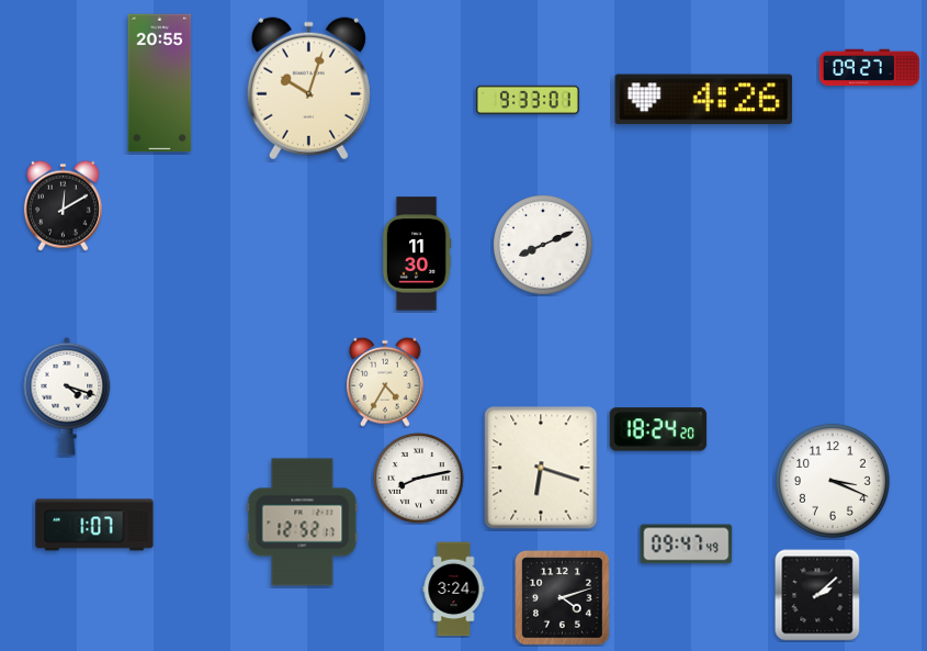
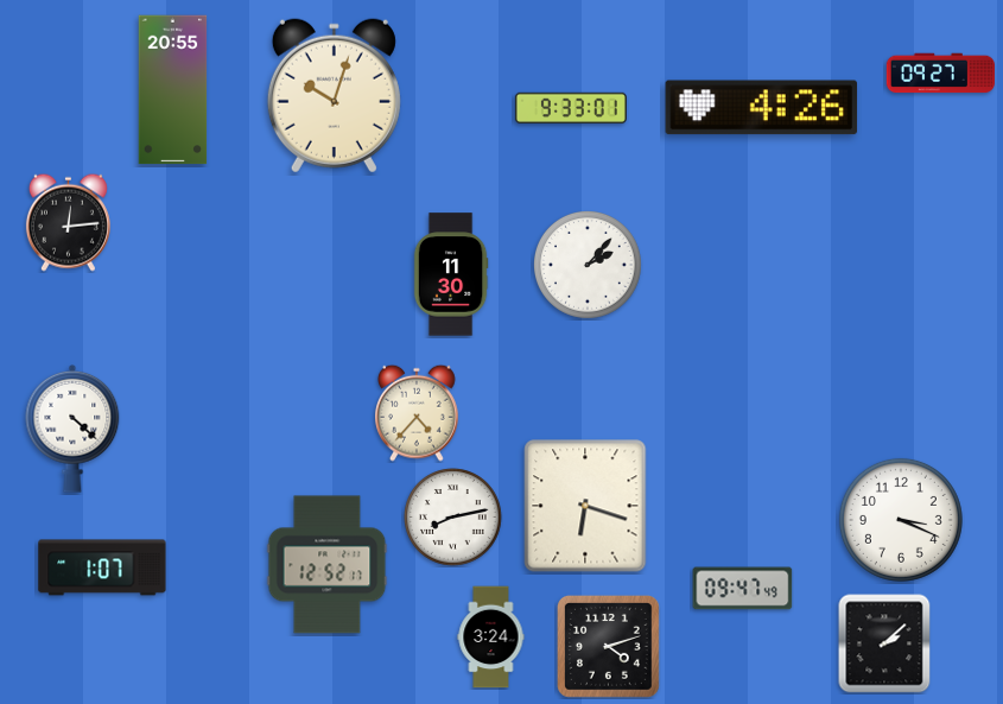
clock at (63, 205): 12:10 -> 12:14
clock at (544, 246): 8:11 -> 2:07
clock at (386, 382): 4:35 -> 4:37
clock at (67, 396): 4:18 -> 4:22
clock at (658, 429): 18:24 -> none
